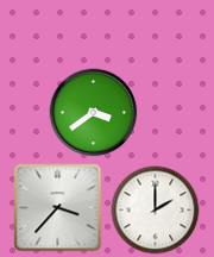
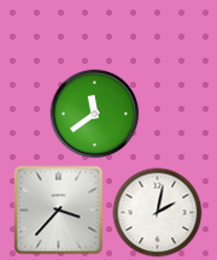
clock at (94, 113): 3:39 -> 11:39
clock at (156, 211): 2:00 -> 2:02
